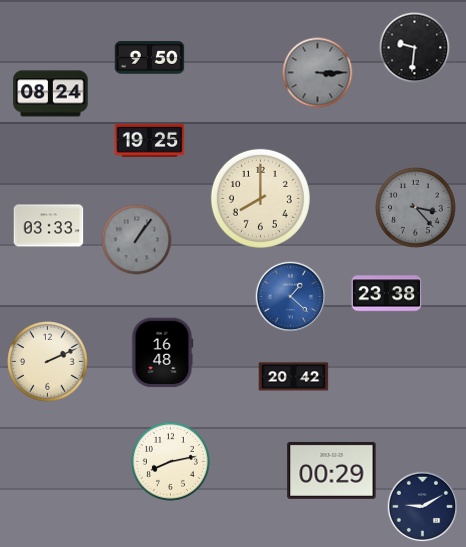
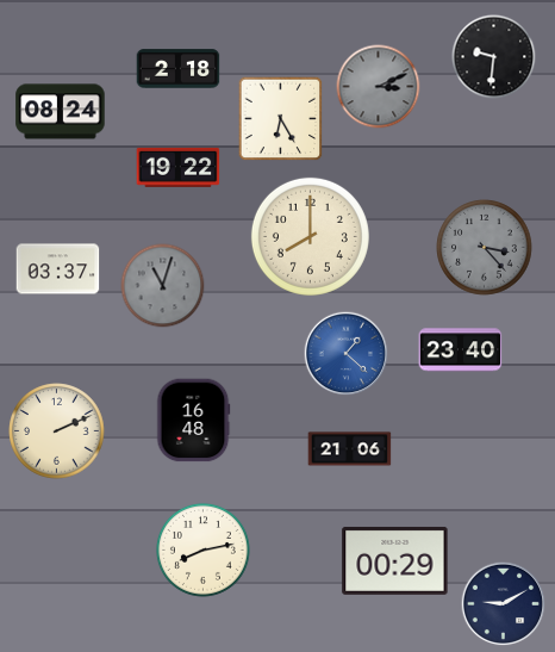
clock at (150, 58): 9:50 -> 2:18
clock at (318, 73): 3:15 -> 3:11
clock at (281, 119): none -> 6:25
clock at (150, 140): 19:25 -> 19:22
clock at (416, 208) position: (416, 208) -> (485, 248)
clock at (49, 226): 03:33 -> 03:37
clock at (137, 240): 1:06 -> 11:03
clock at (387, 294): 23:38 -> 23:40
clock at (294, 377): 20:42 -> 21:06
